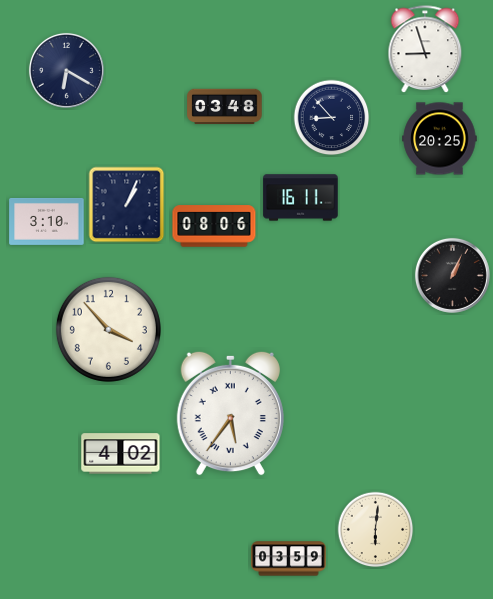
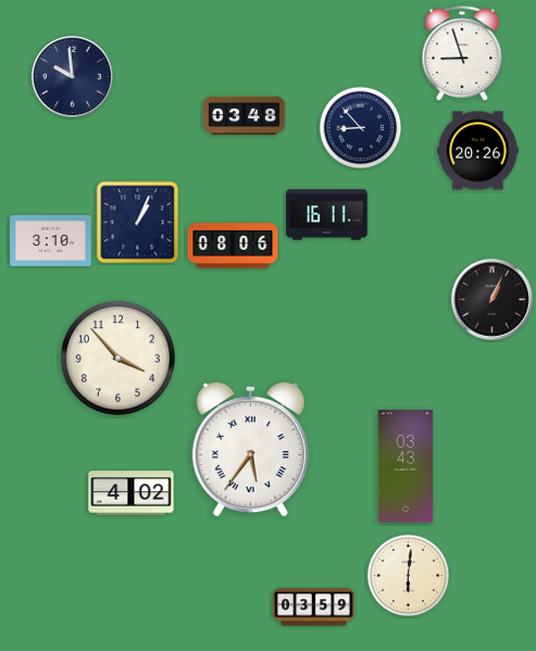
clock at (66, 70): 6:20 -> 9:59
clock at (440, 139): 20:25 -> 20:26
clock at (406, 466): none -> 03:43
